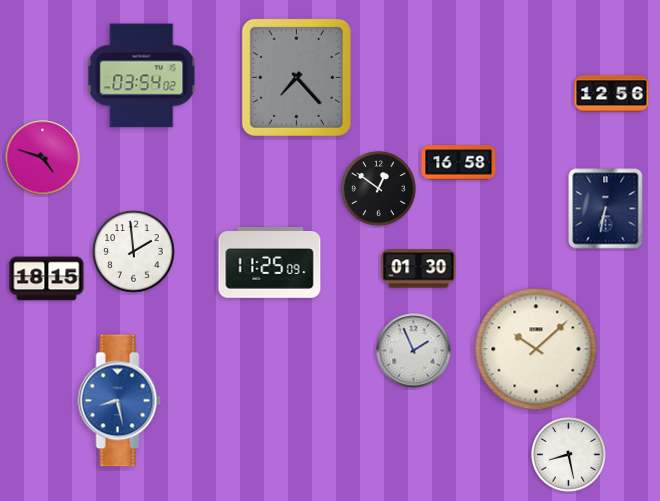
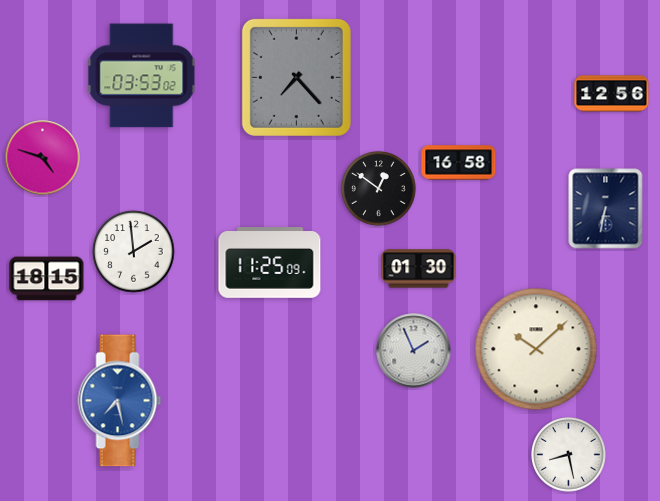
clock at (142, 76): 03:54 -> 03:53
clock at (120, 401): 8:28 -> 7:28
